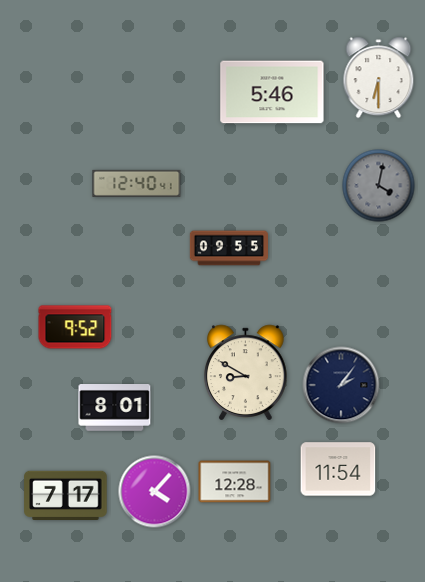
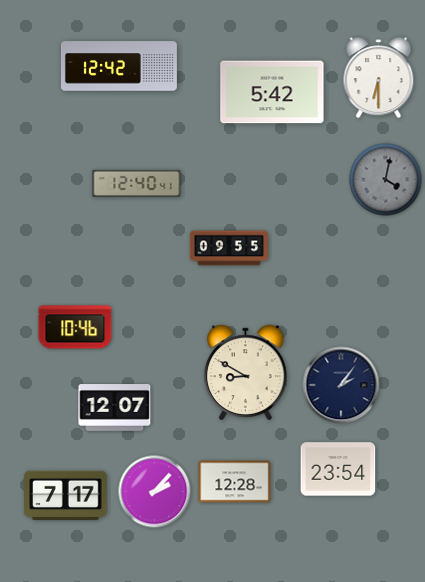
clock at (119, 66): none -> 12:42
clock at (272, 92): 5:46 -> 5:42
clock at (379, 186) position: (379, 186) -> (386, 180)
clock at (75, 327): 9:52 -> 10:46
clock at (115, 408): 8:01 -> 12:07
clock at (338, 469): 11:54 -> 23:54
clock at (155, 492): 4:07 -> 2:07
